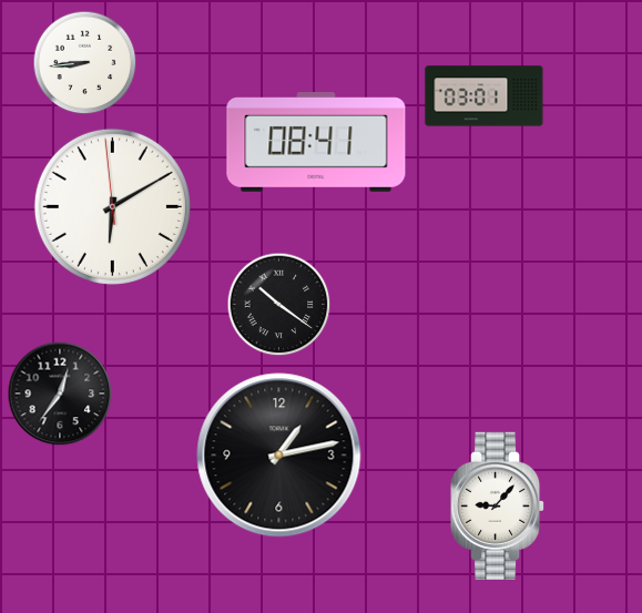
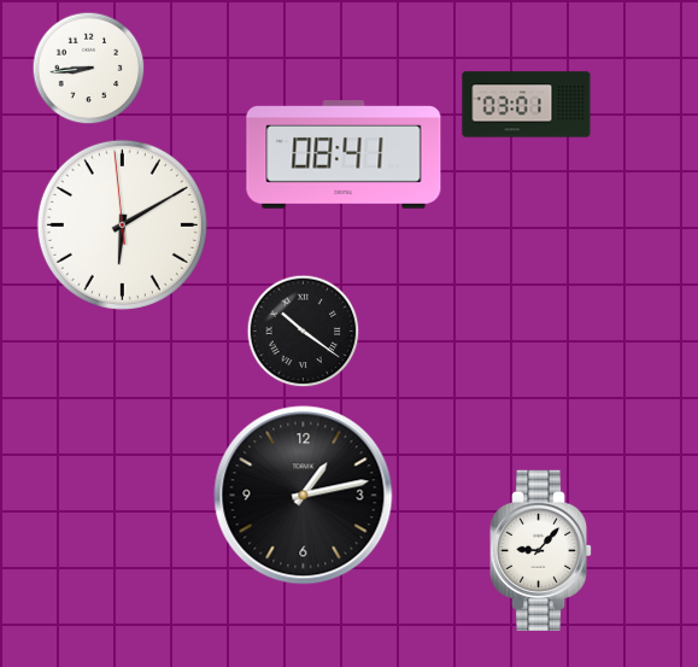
clock at (85, 63) position: (85, 63) -> (89, 69)
clock at (60, 394): 12:36 -> none
